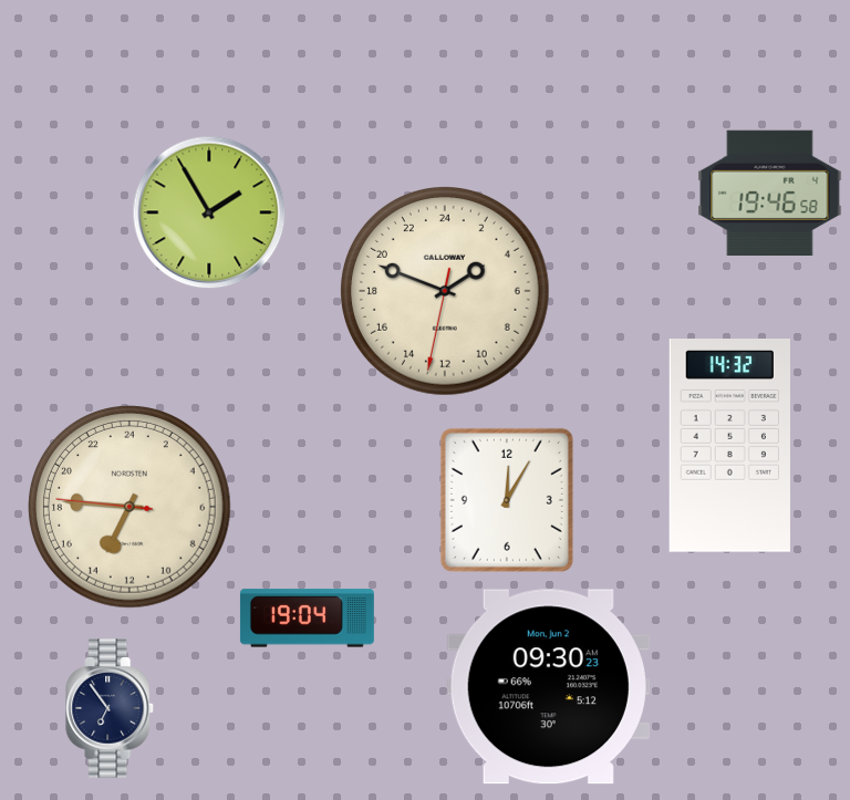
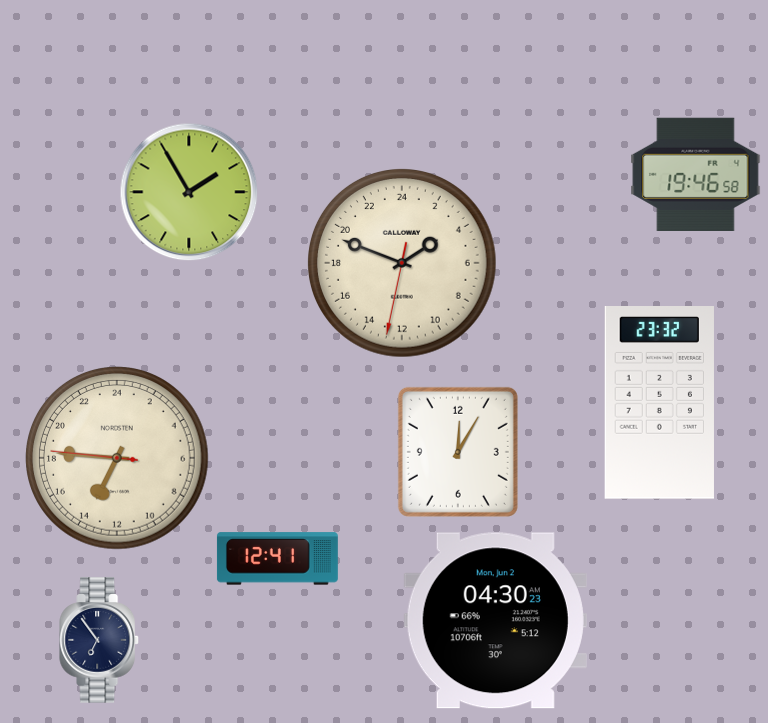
clock at (729, 446): 14:32 -> 23:32
clock at (307, 619): 19:04 -> 12:41
clock at (548, 687): 09:30 -> 04:30
